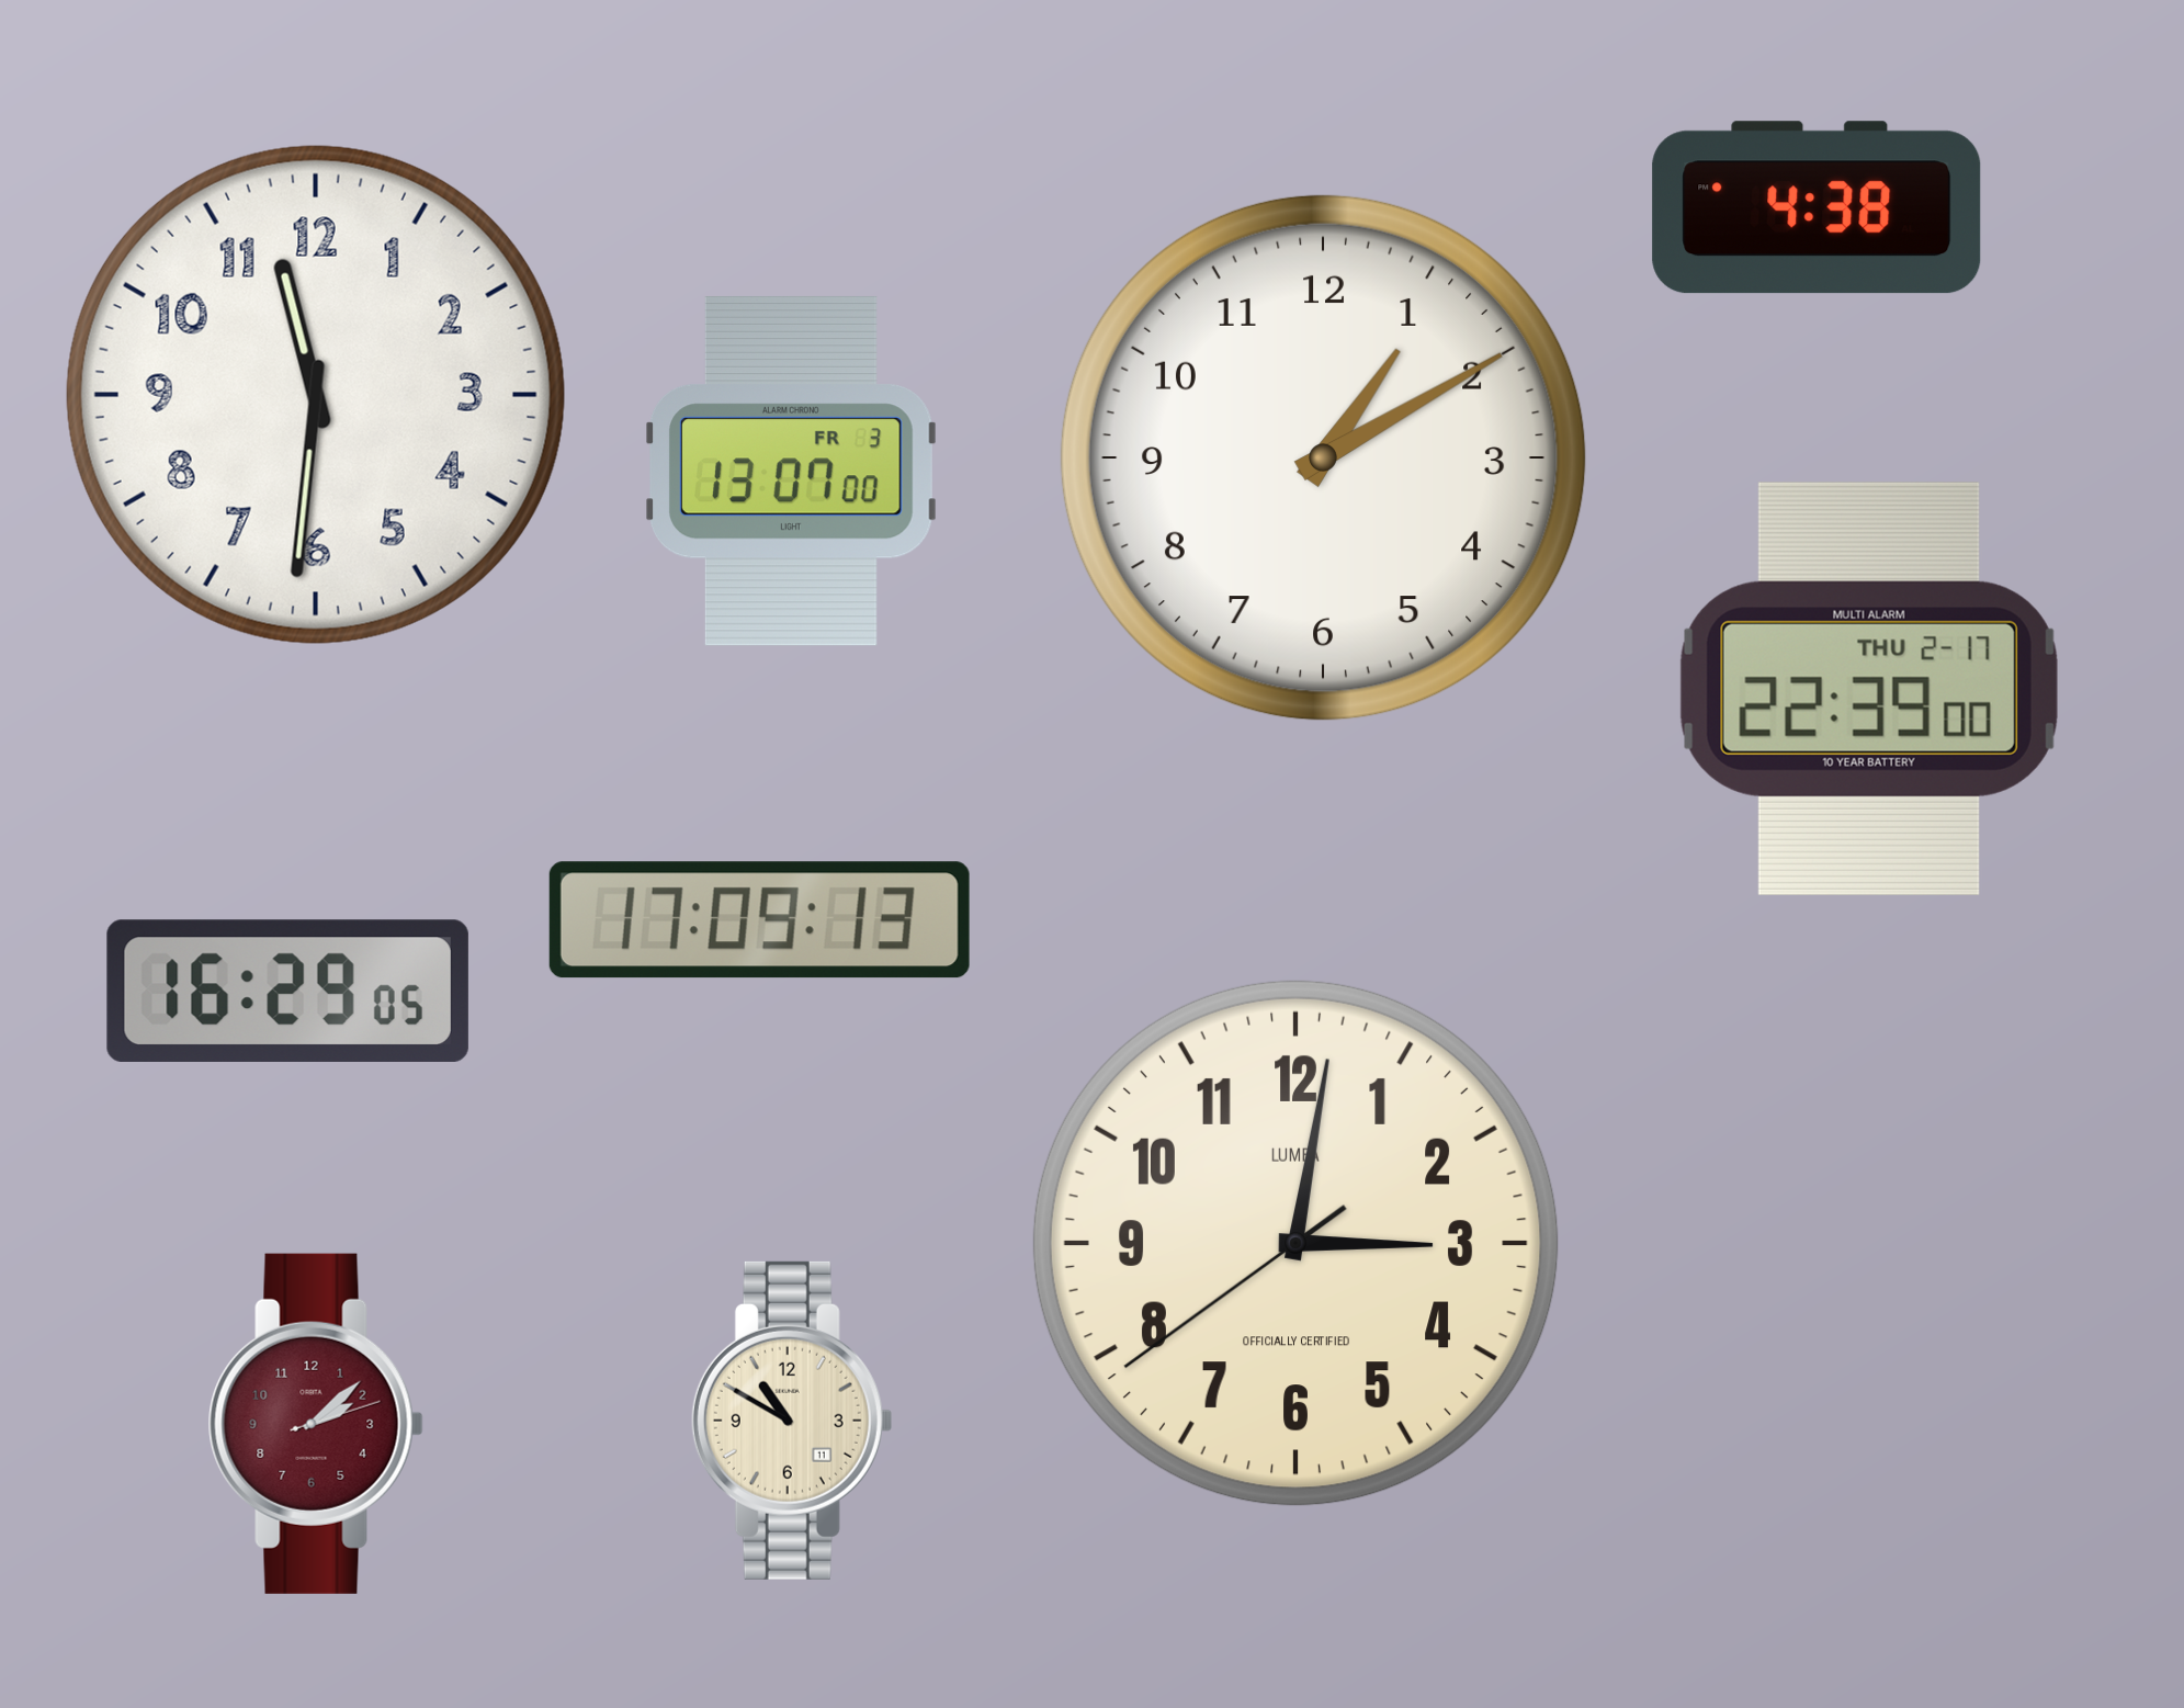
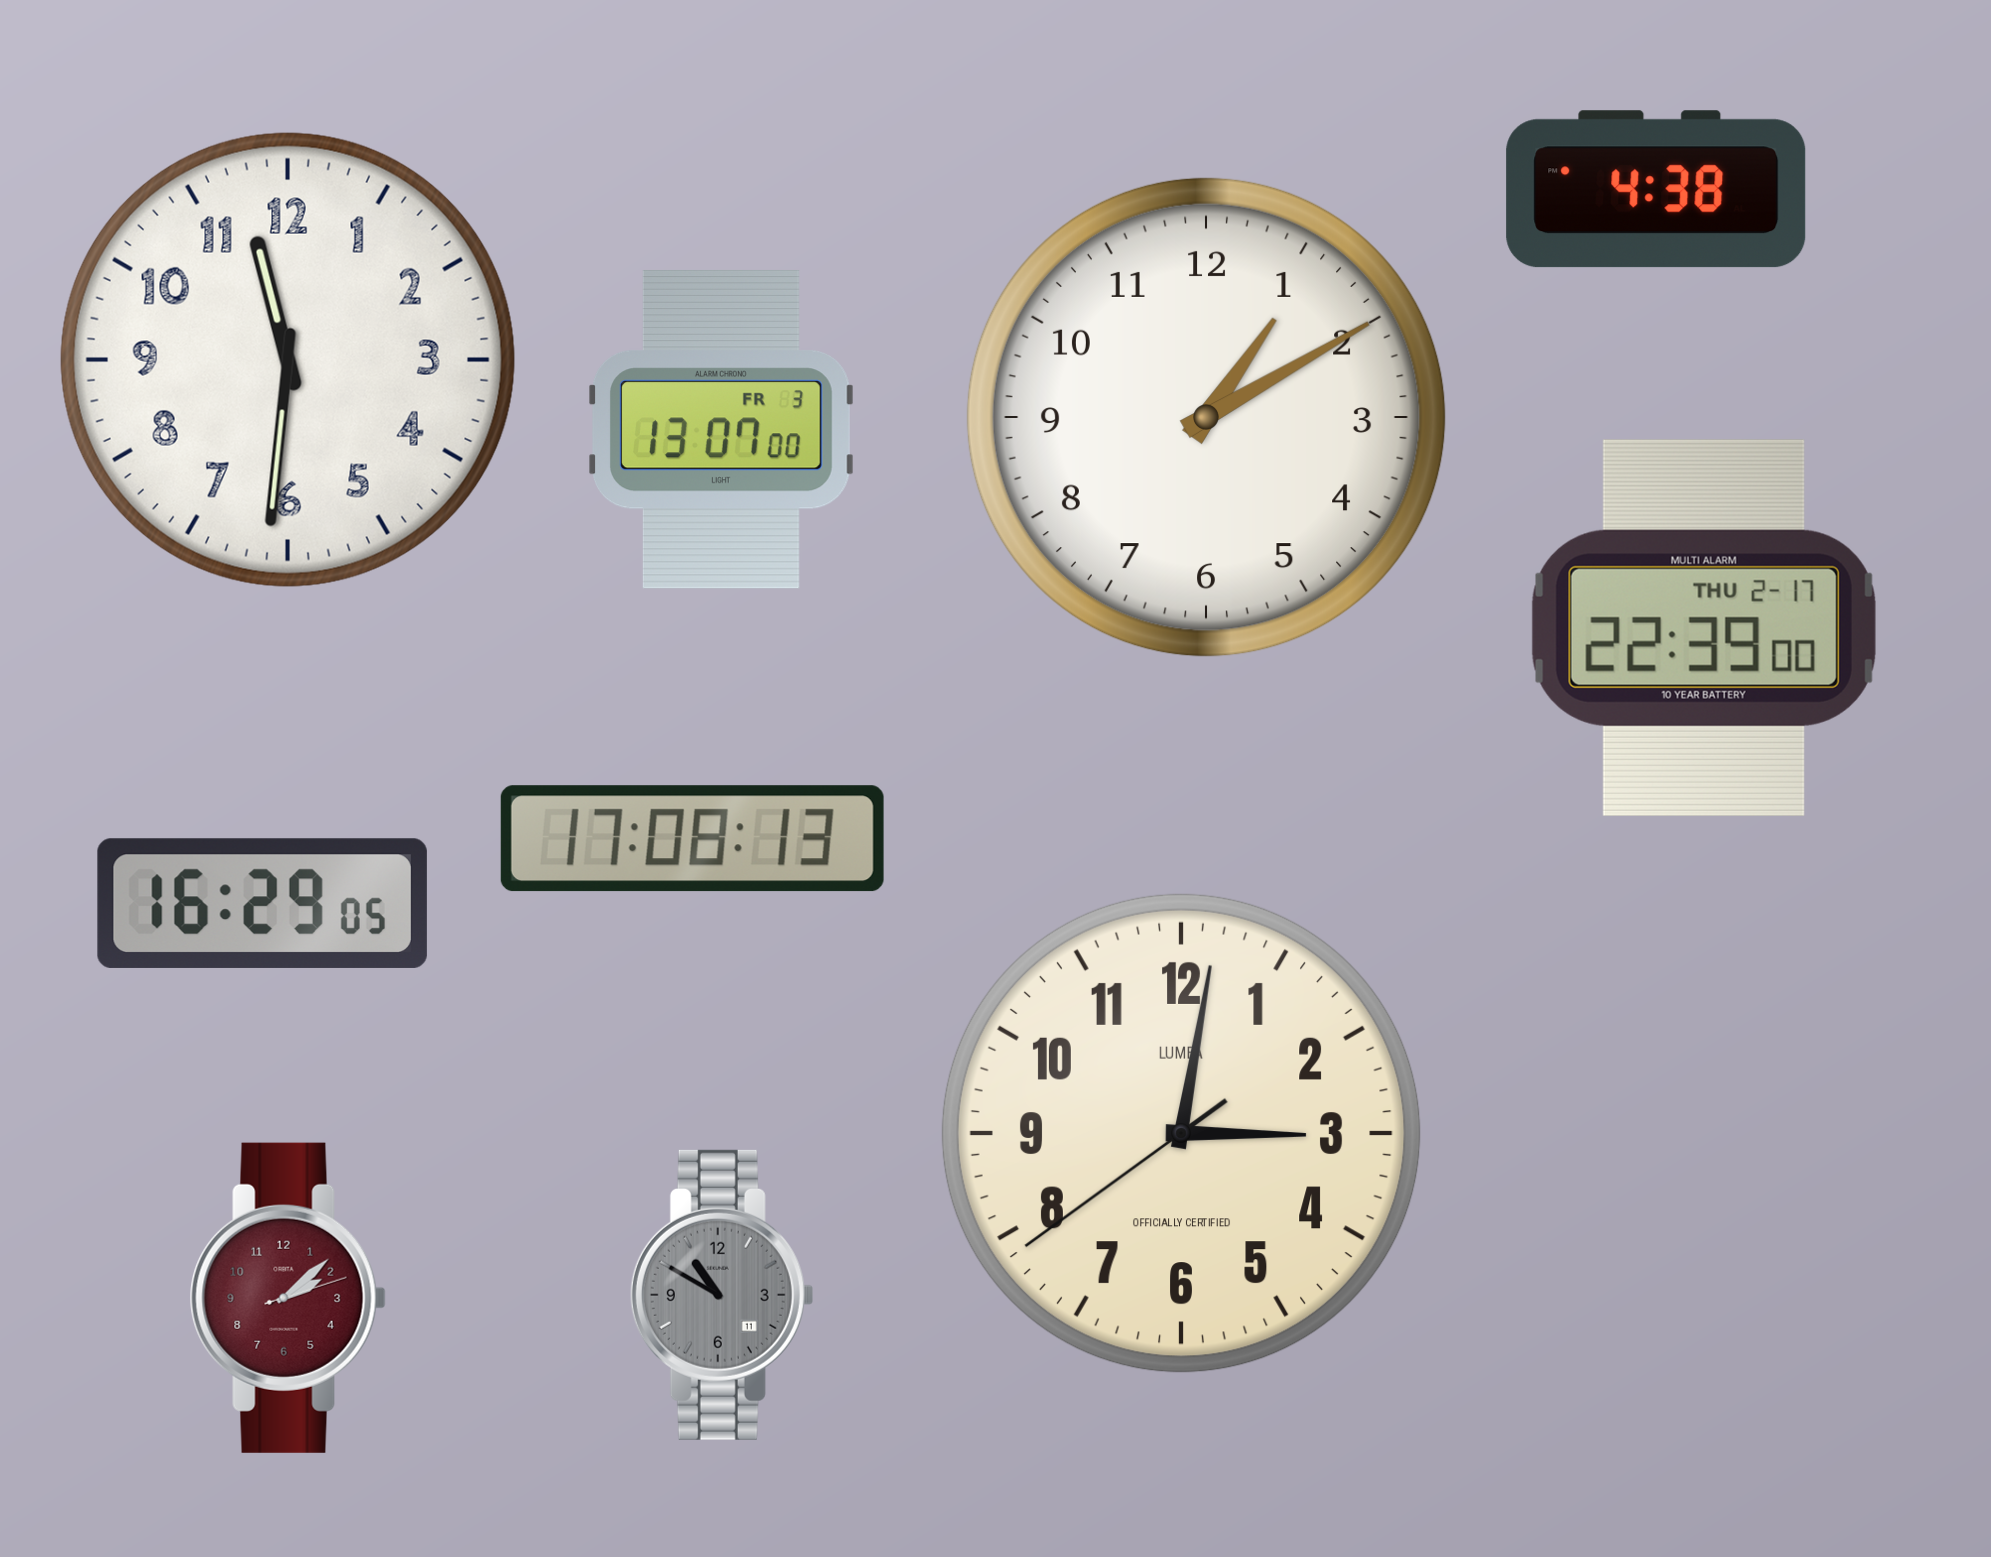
clock at (759, 920): 17:09 -> 17:08
clock at (792, 1421) dial: cream -> grey
